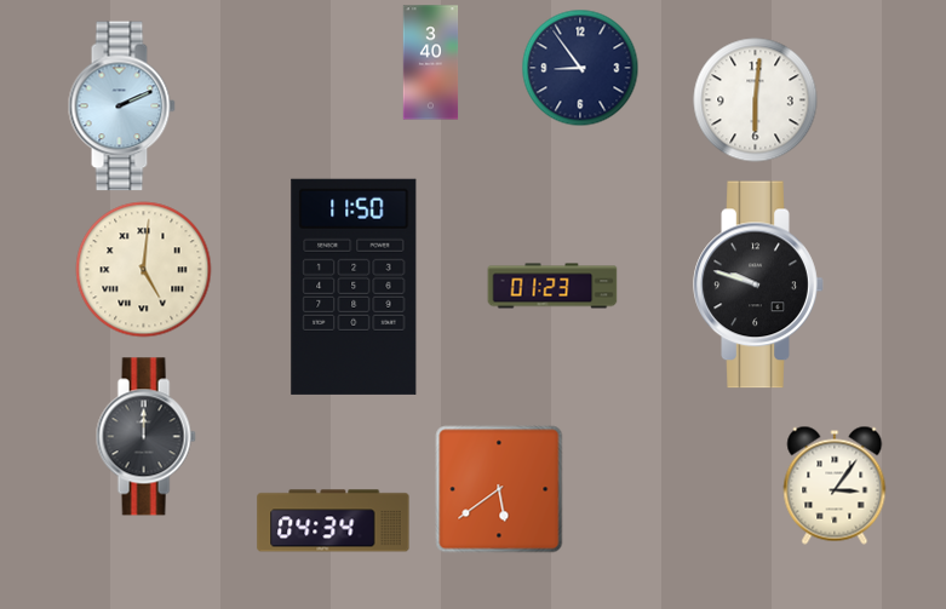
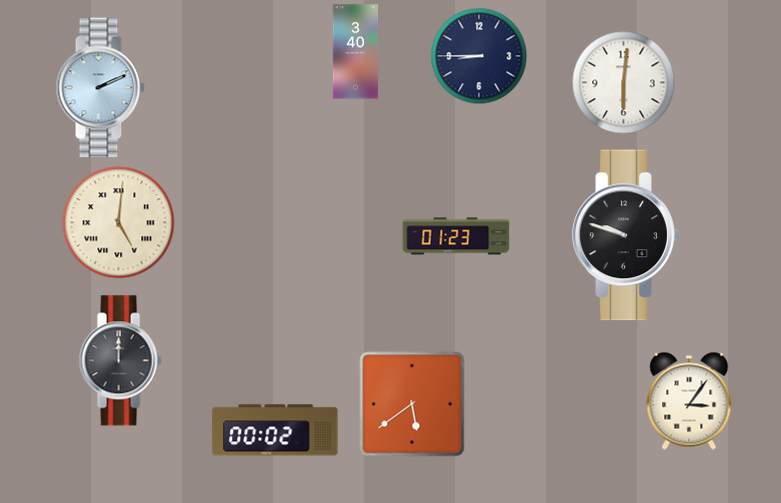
clock at (580, 68): 8:54 -> 8:45
clock at (354, 287): 11:50 -> none
clock at (333, 521): 04:34 -> 00:02
